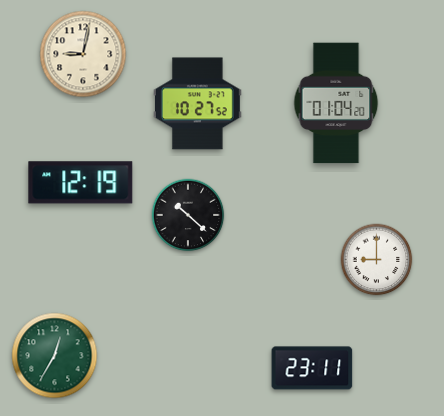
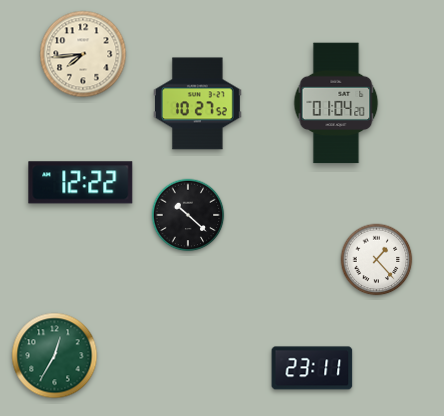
clock at (83, 54): 9:02 -> 7:44
clock at (81, 183): 12:19 -> 12:22
clock at (377, 260): 9:00 -> 1:23
